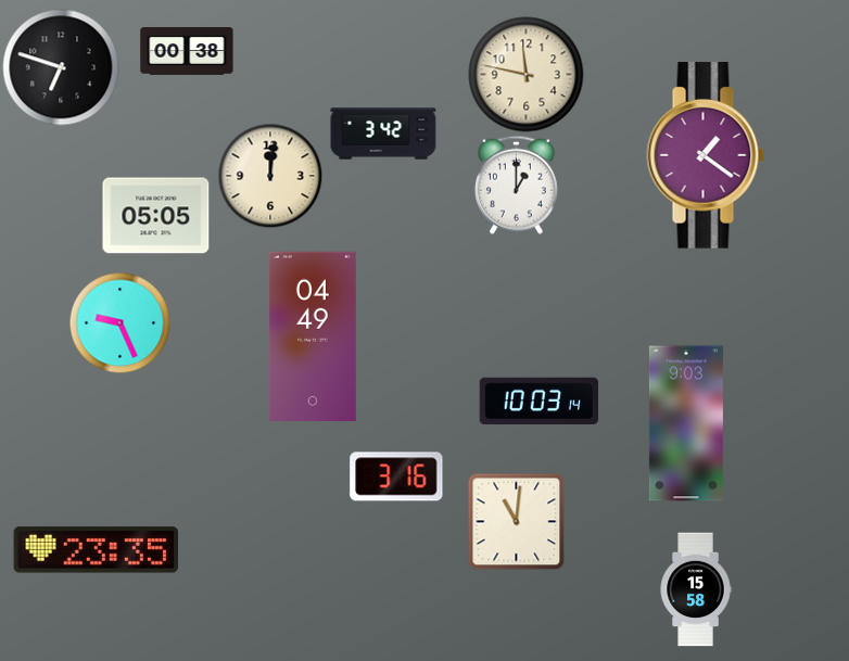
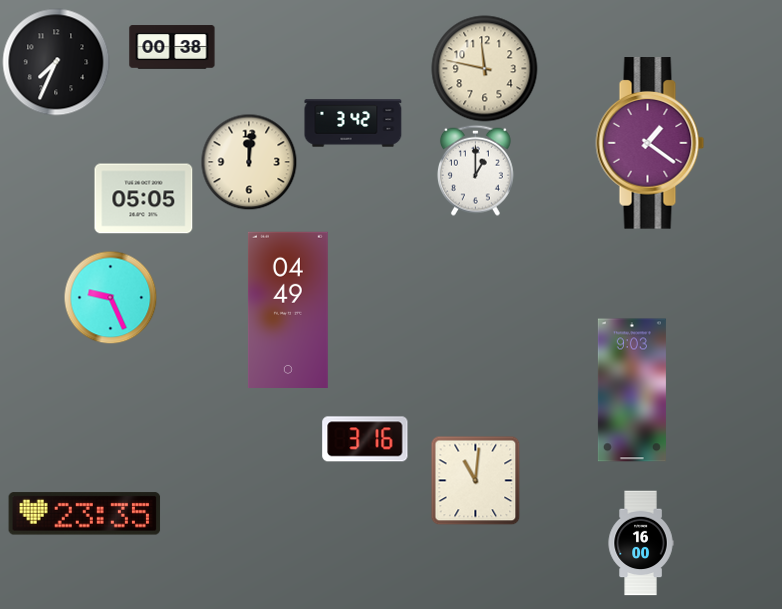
clock at (61, 67): 6:48 -> 7:34
clock at (540, 401): 10:03 -> none
clock at (97, 550) position: (97, 550) -> (85, 514)
clock at (696, 589): 15:58 -> 16:00
